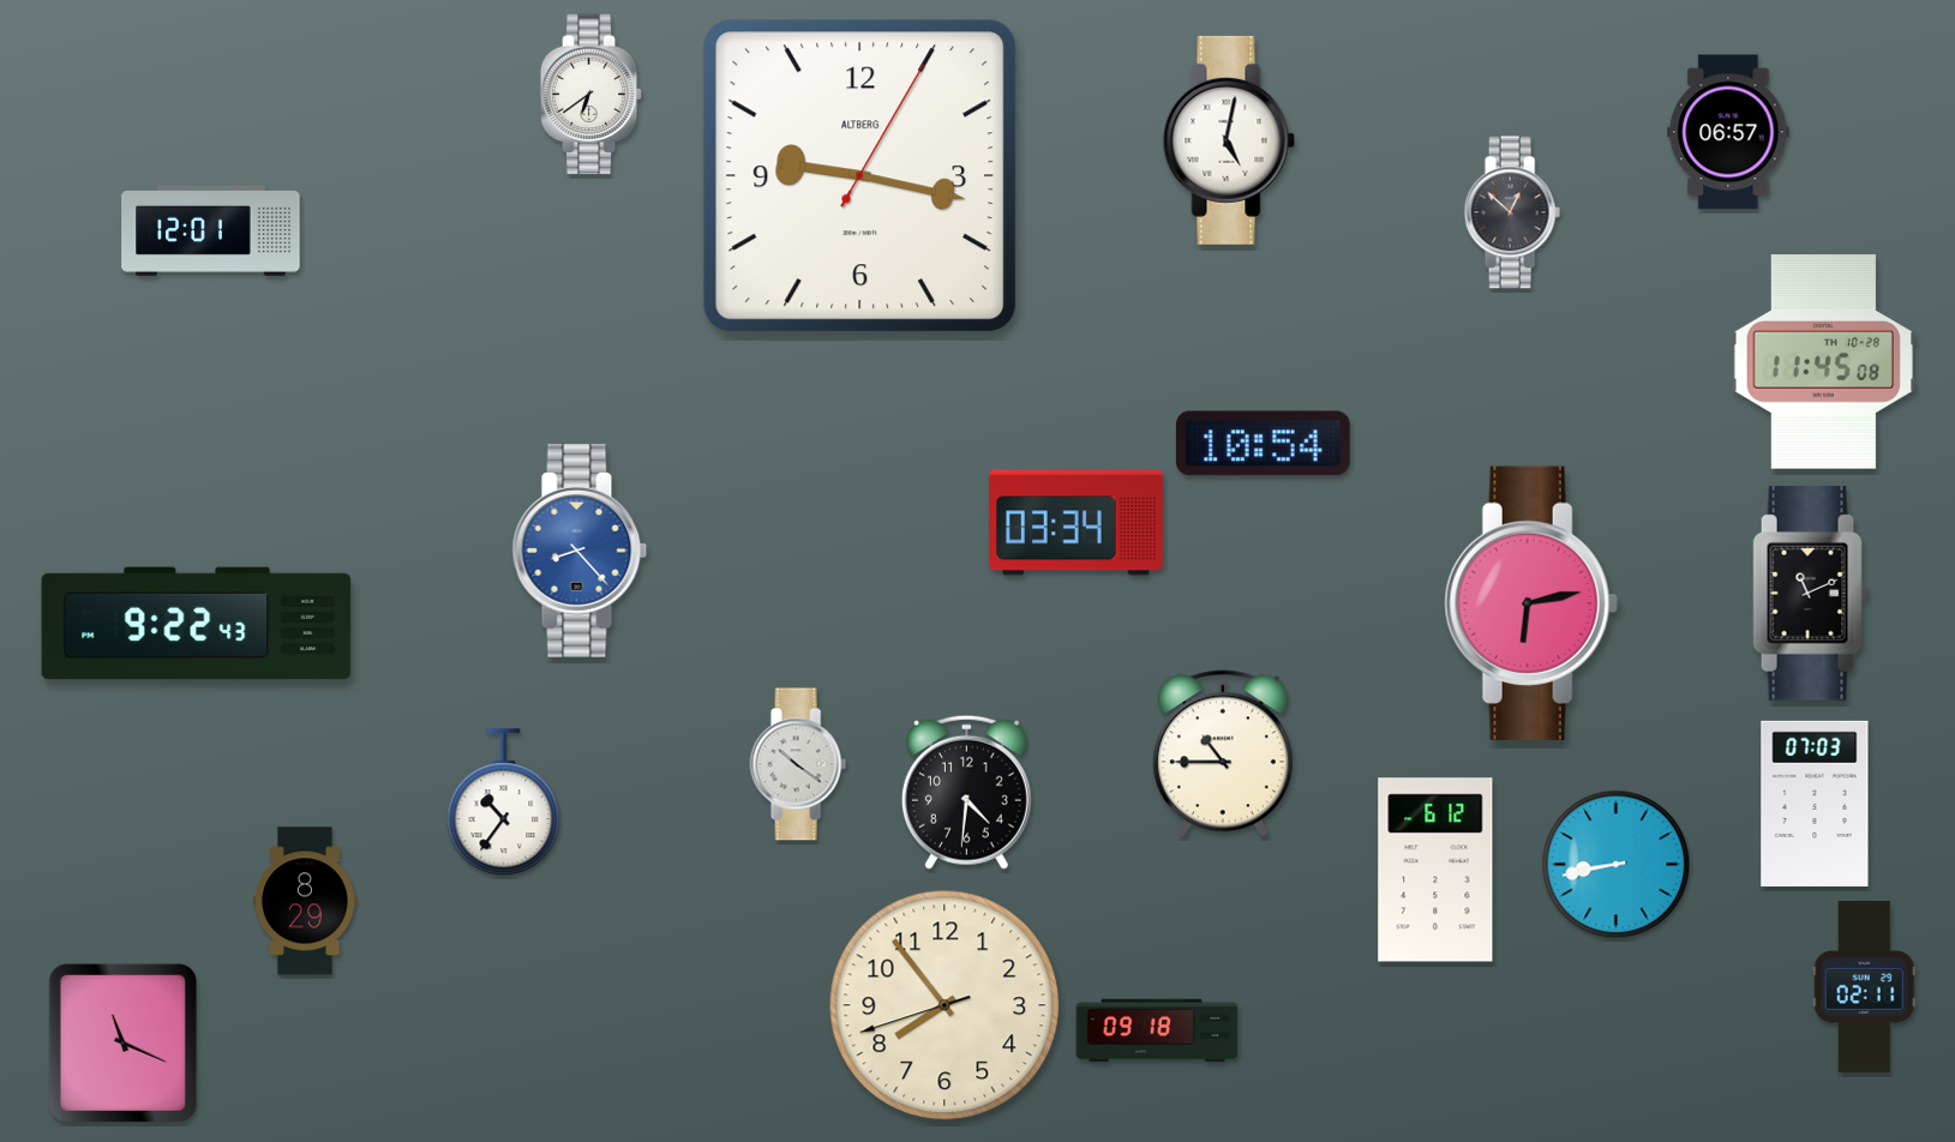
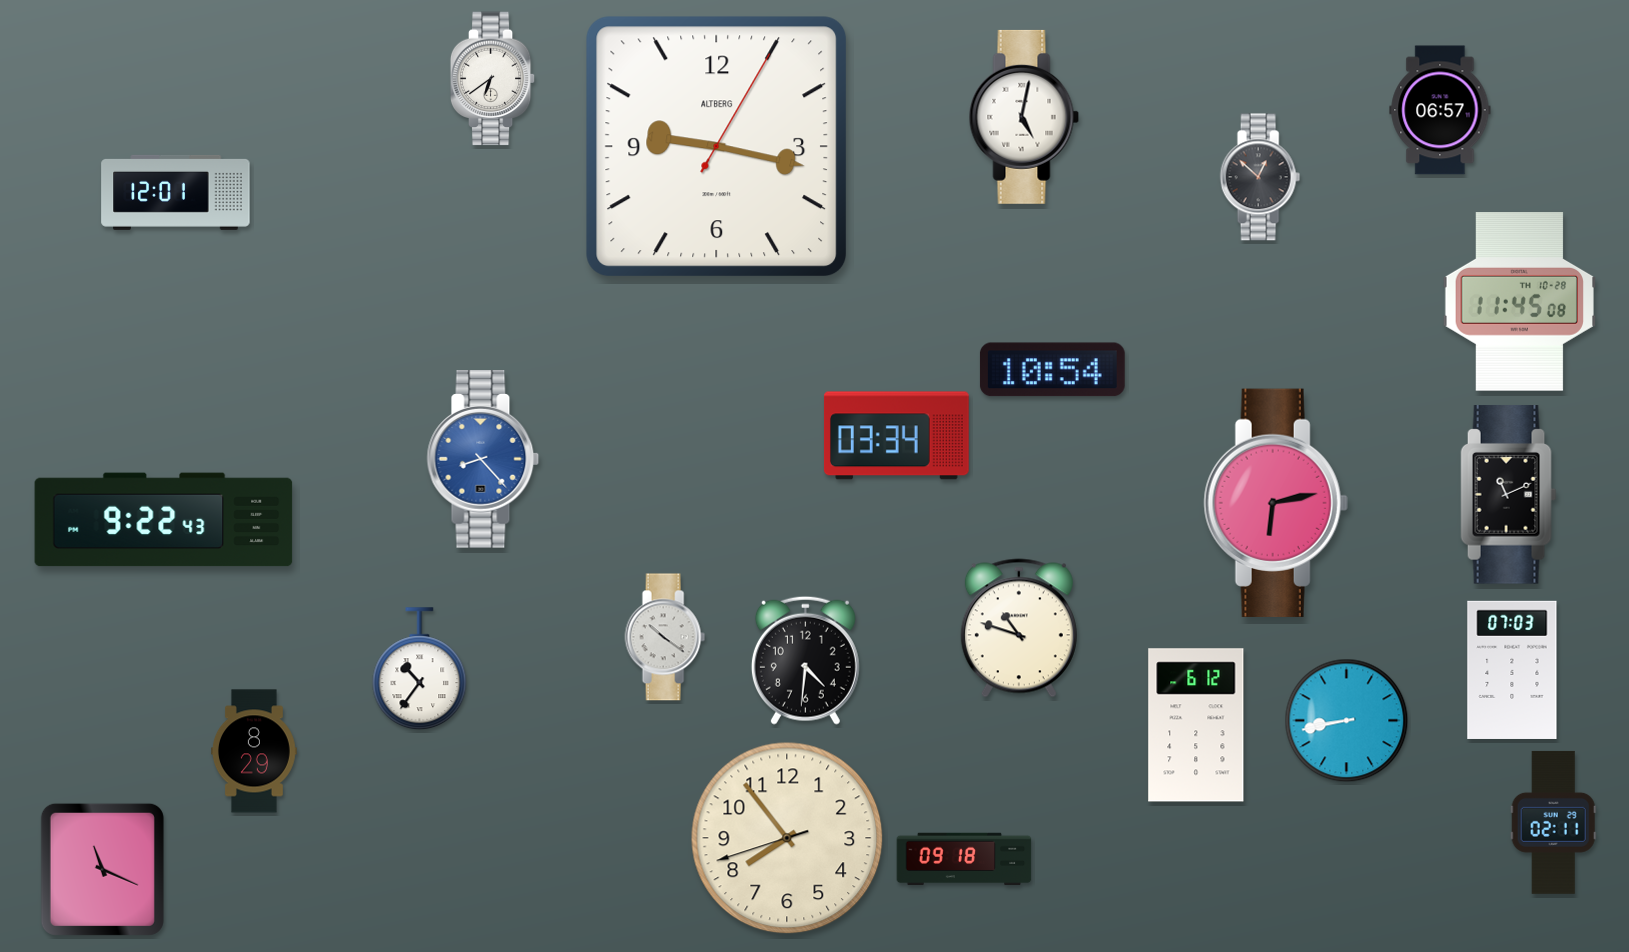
clock at (1223, 753): 10:45 -> 10:48
